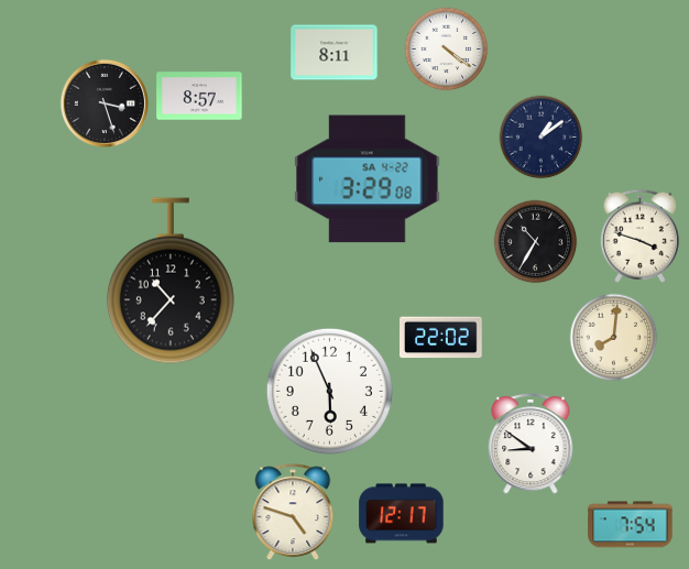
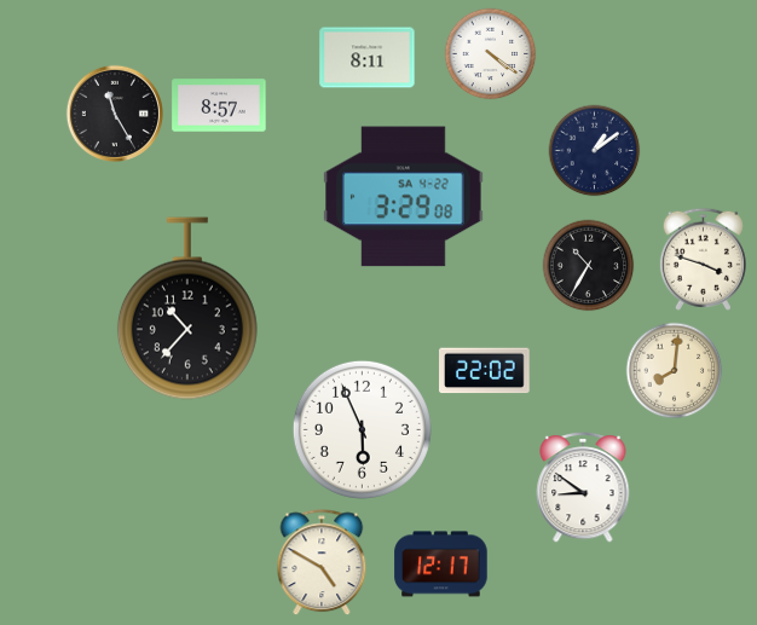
clock at (103, 102): 3:27 -> 11:25
clock at (293, 513): 4:48 -> 4:50
clock at (631, 525): 7:54 -> none
